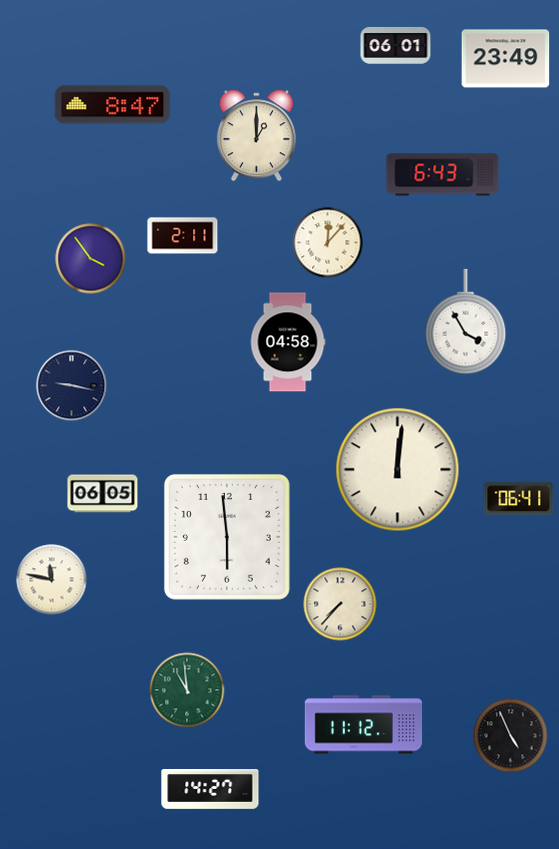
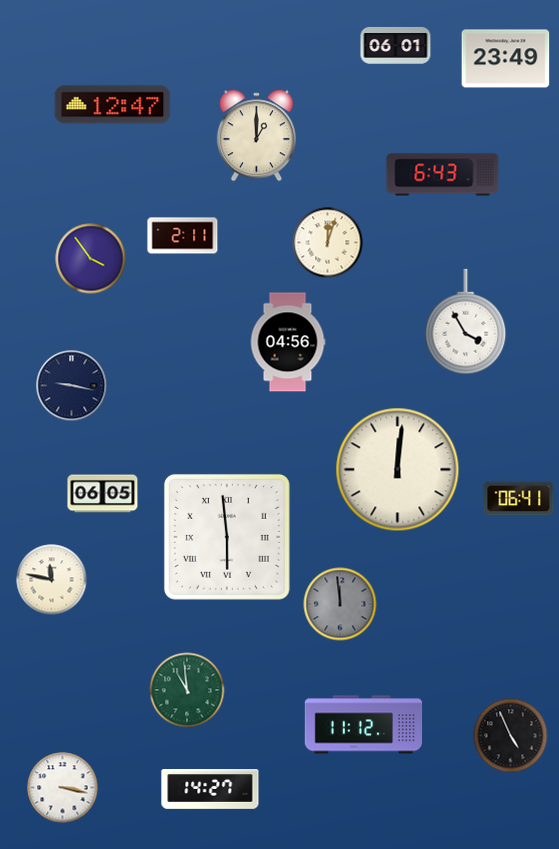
clock at (113, 105): 8:47 -> 12:47
clock at (328, 243): 12:07 -> 12:03
clock at (288, 342): 04:58 -> 04:56
clock at (227, 537) numerals: Arabic -> Roman
clock at (340, 604): 7:37 -> 11:59
clock at (340, 604) dial: cream -> grey
clock at (63, 788): none -> 3:17
